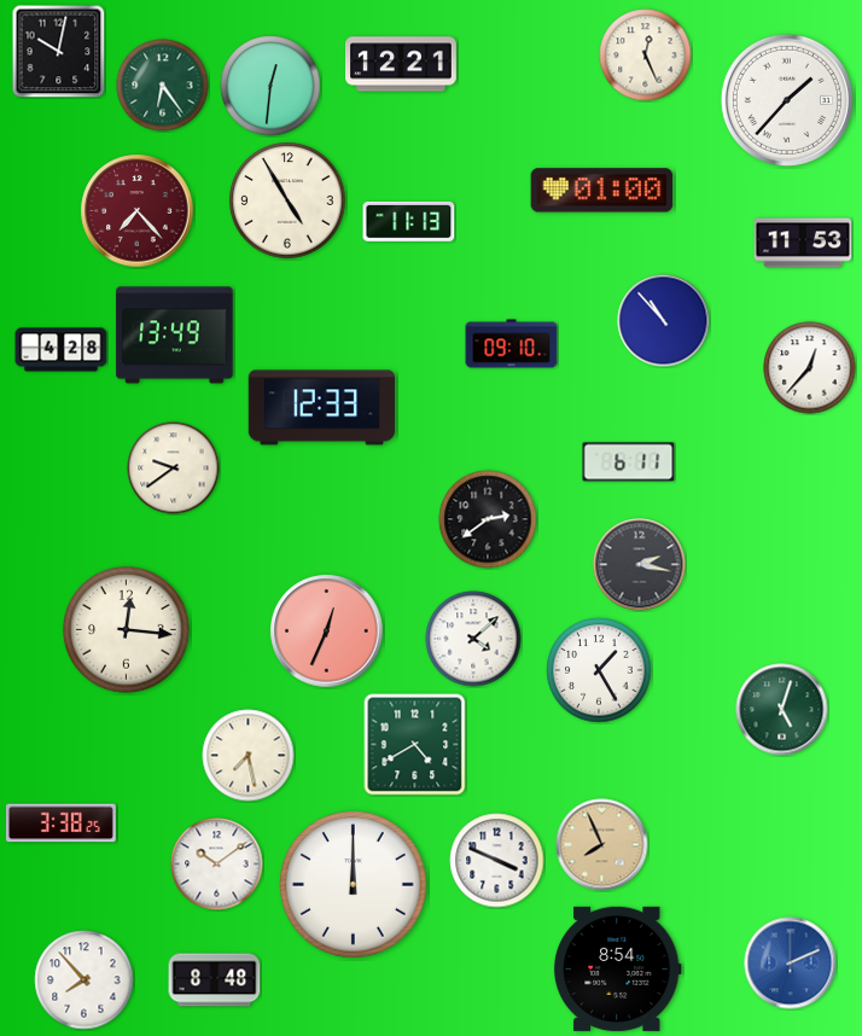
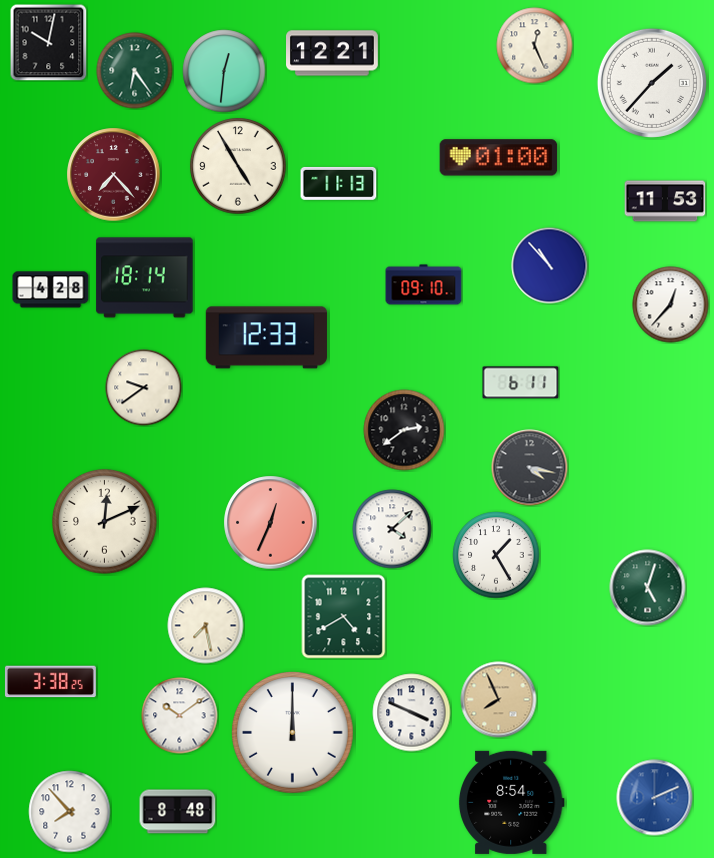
clock at (175, 336): 13:49 -> 18:14
clock at (640, 565): 2:17 -> 4:17
clock at (127, 630): 12:16 -> 12:11
